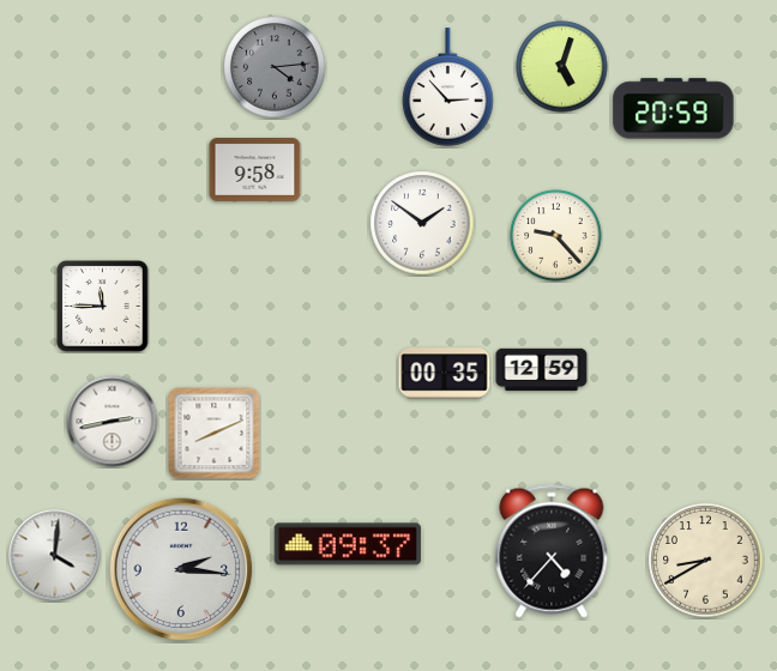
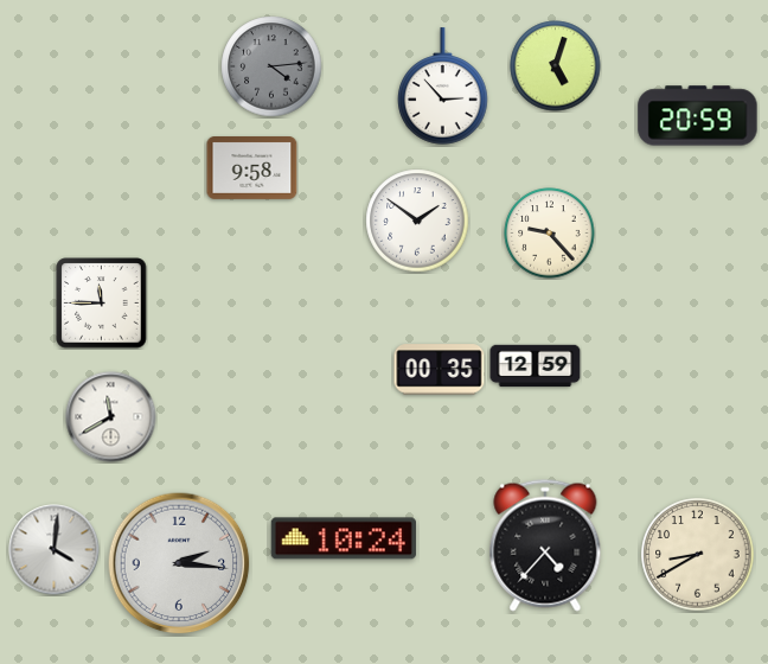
clock at (674, 109) position: (674, 109) -> (698, 116)
clock at (113, 422): 2:43 -> 11:40
clock at (215, 434): 8:11 -> none
clock at (348, 544): 09:37 -> 10:24
